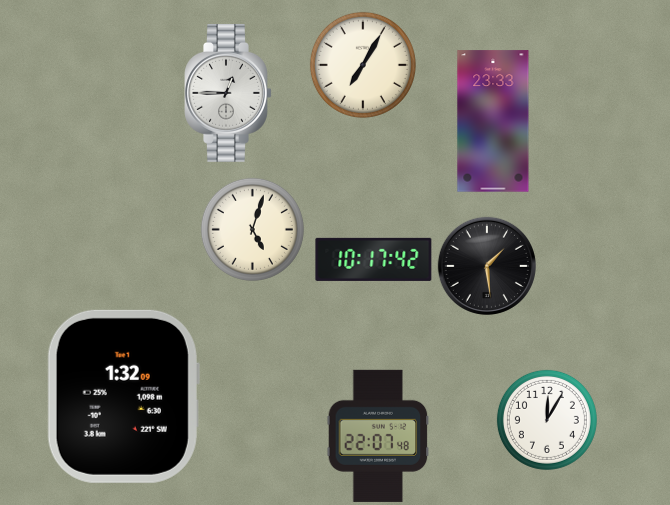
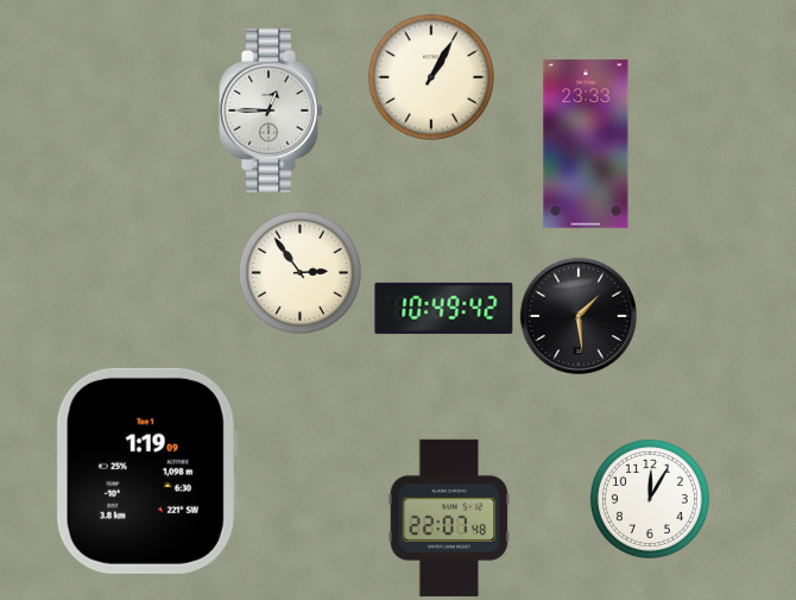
clock at (363, 65): 7:05 -> 1:05
clock at (252, 229): 5:03 -> 2:54
clock at (374, 259): 10:17 -> 10:49
clock at (123, 396): 1:32 -> 1:19
